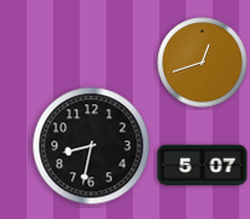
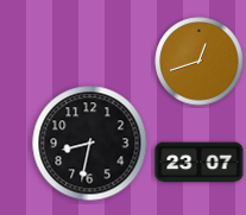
clock at (203, 166): 5:07 -> 23:07
